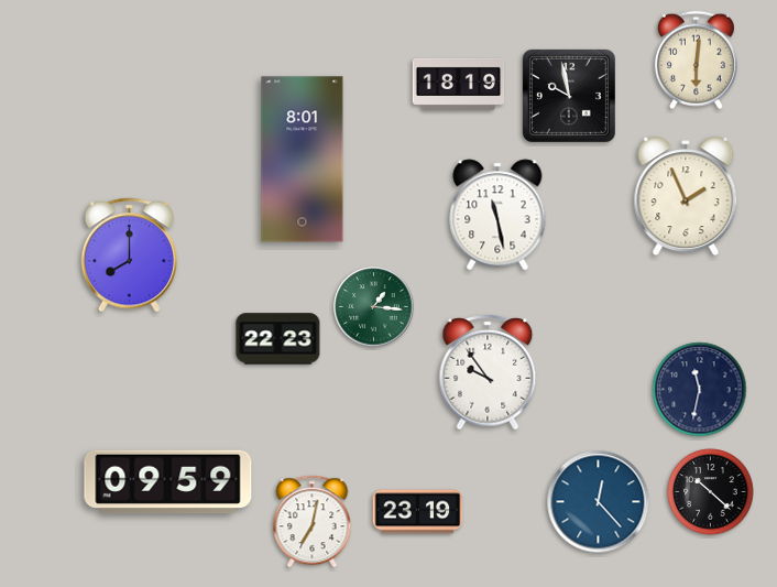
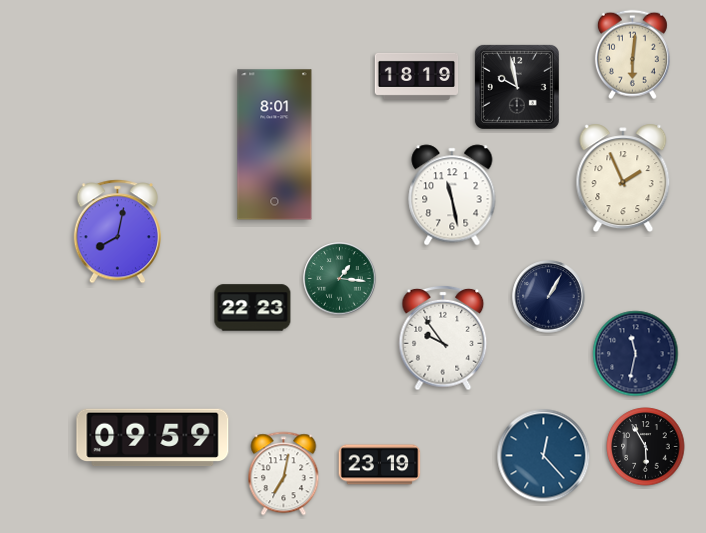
clock at (129, 256): 8:00 -> 8:02
clock at (549, 297): none -> 1:05
clock at (711, 492): 10:22 -> 5:55
